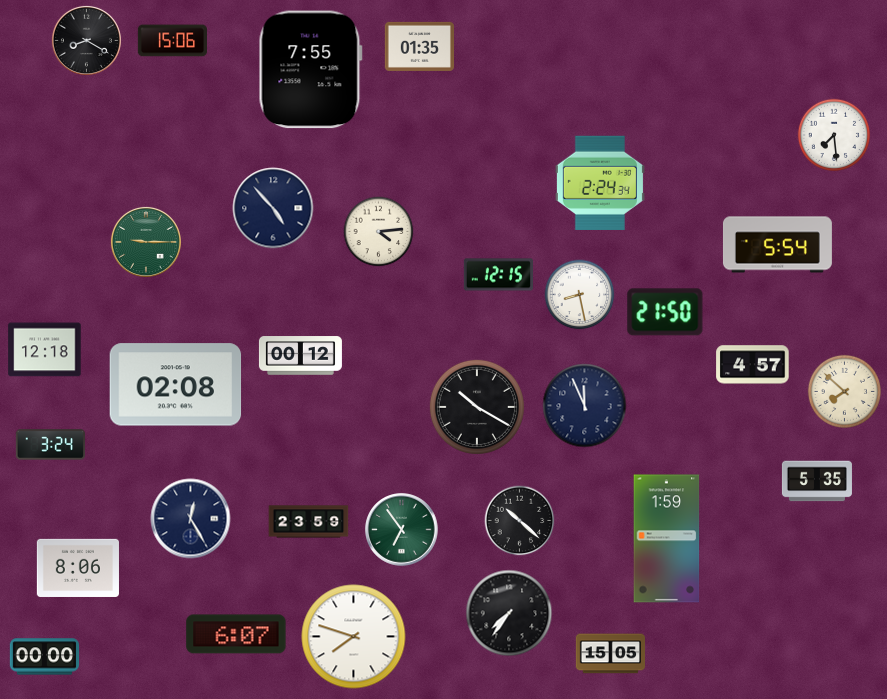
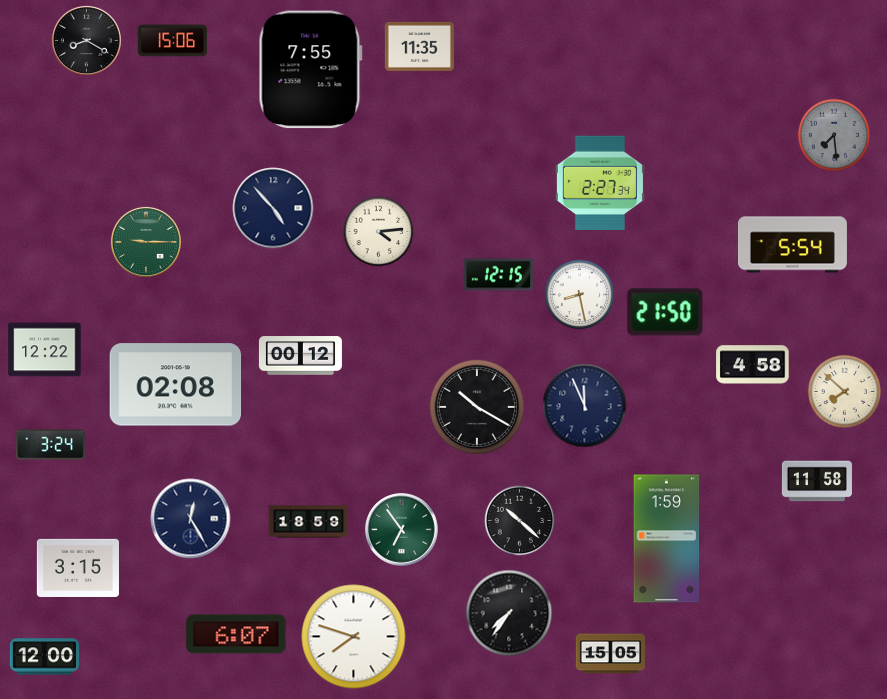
clock at (419, 46): 01:35 -> 11:35
clock at (834, 135) dial: white -> grey
clock at (600, 183): 2:24 -> 2:27
clock at (777, 245) position: (777, 245) -> (792, 245)
clock at (45, 350): 12:18 -> 12:22
clock at (753, 365): 4:57 -> 4:58
clock at (817, 481): 5:35 -> 11:58
clock at (309, 522): 23:59 -> 18:59
clock at (78, 567): 8:06 -> 3:15
clock at (44, 657): 00:00 -> 12:00
